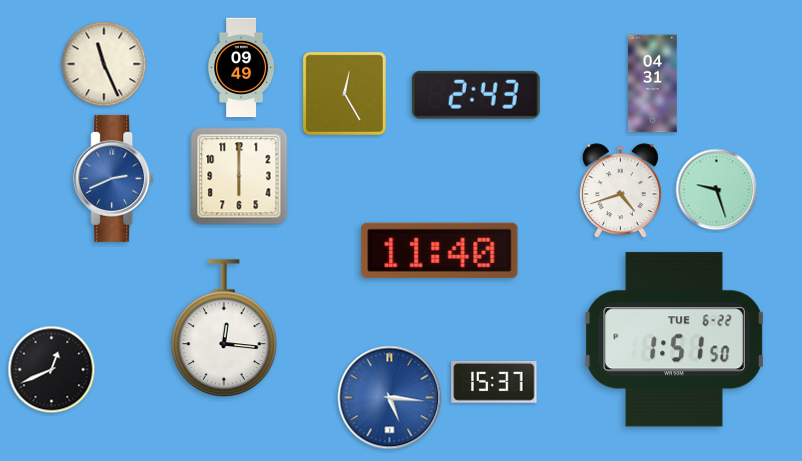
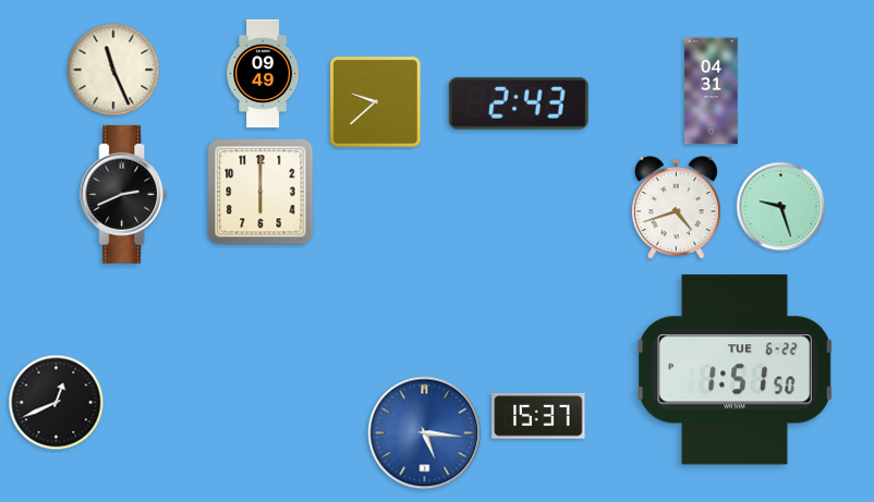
clock at (344, 93): 12:25 -> 9:38
clock at (114, 178) dial: blue -> black
clock at (440, 250): 11:40 -> none
clock at (225, 328): 12:16 -> none
